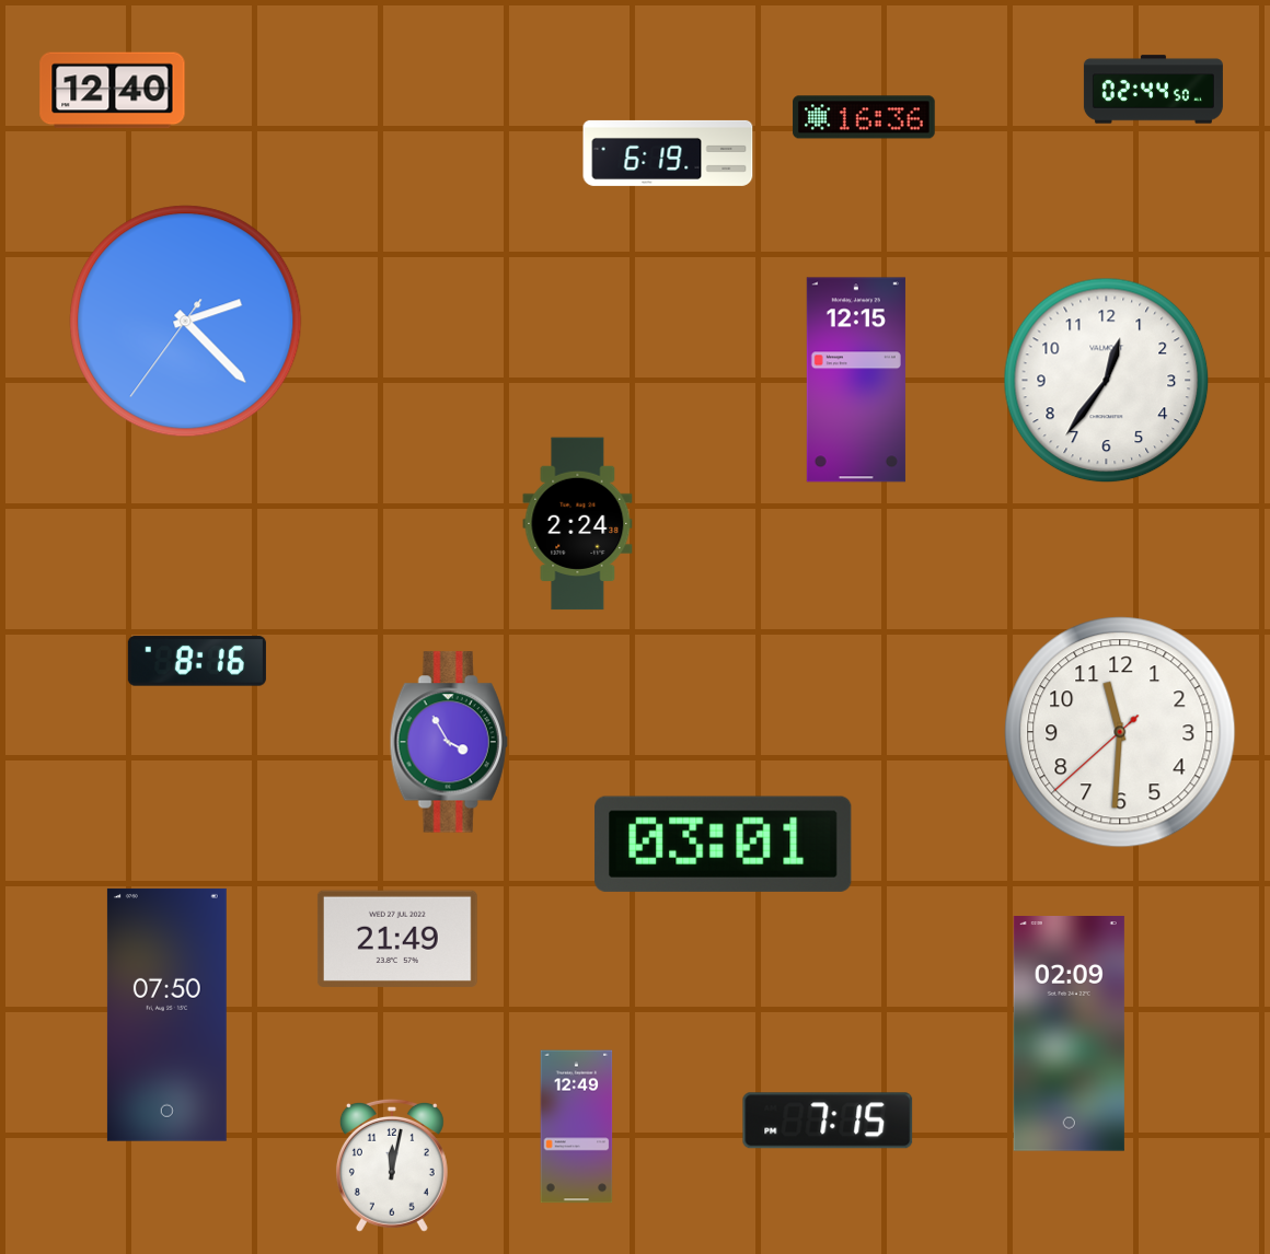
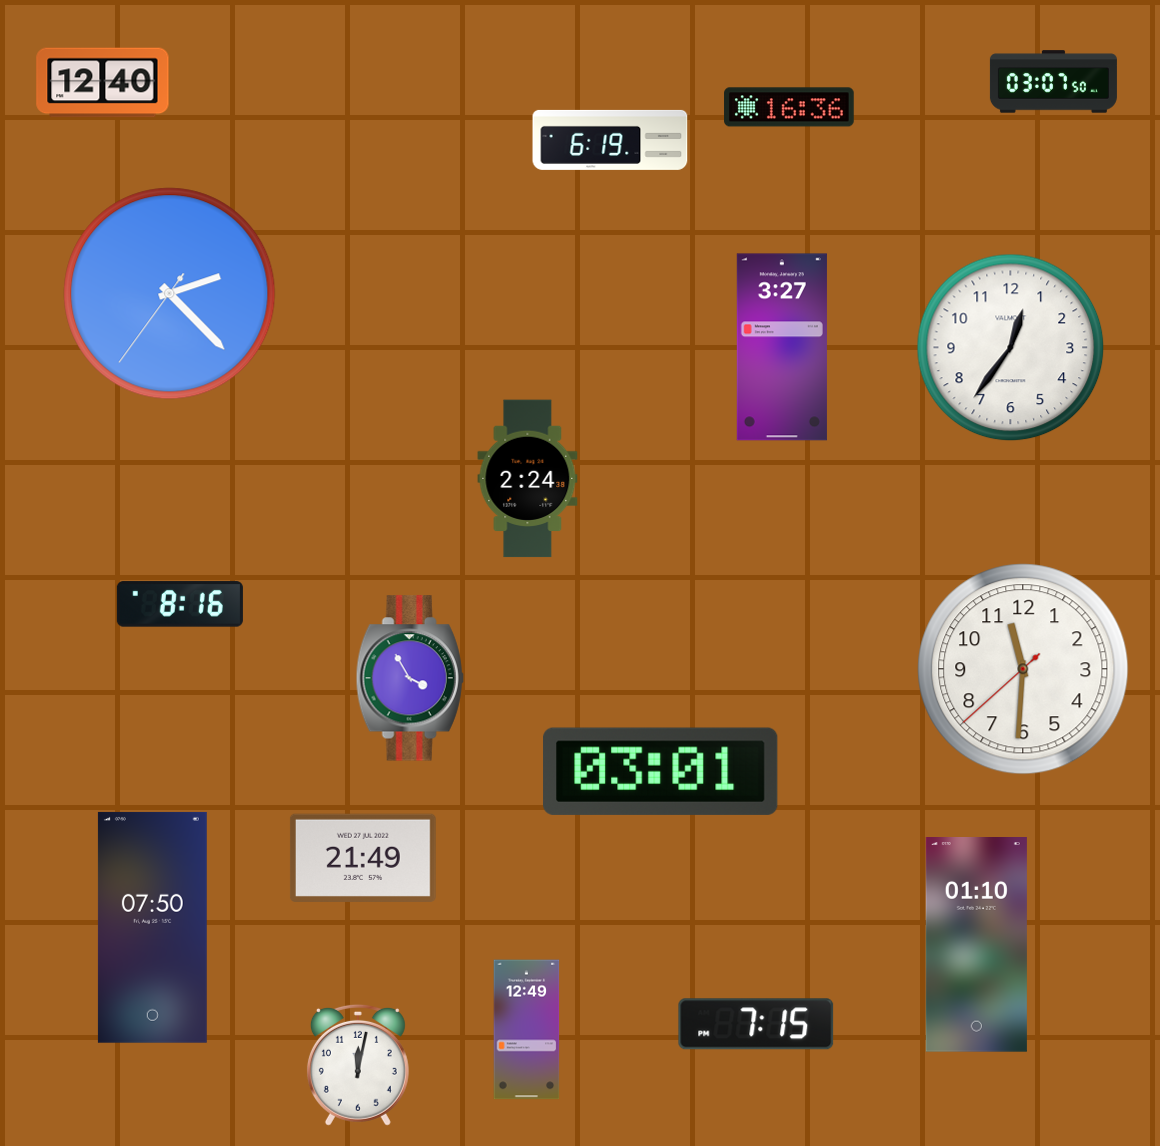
clock at (1153, 90): 02:44 -> 03:07
clock at (856, 380): 12:15 -> 3:27
clock at (1069, 1034): 02:09 -> 01:10
